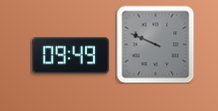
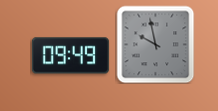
clock at (155, 44): 9:49 -> 9:58
